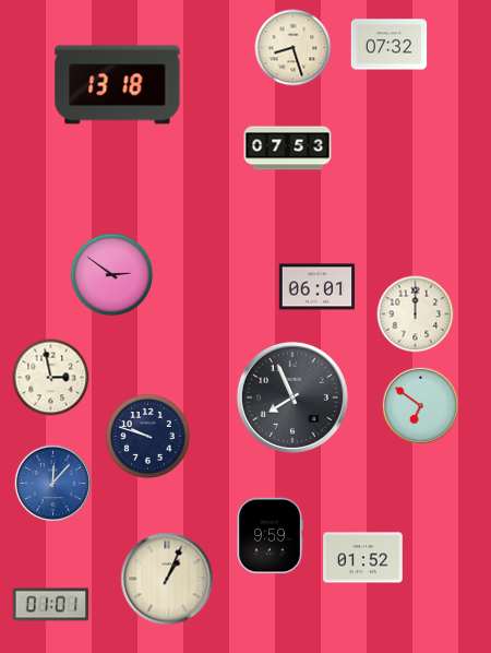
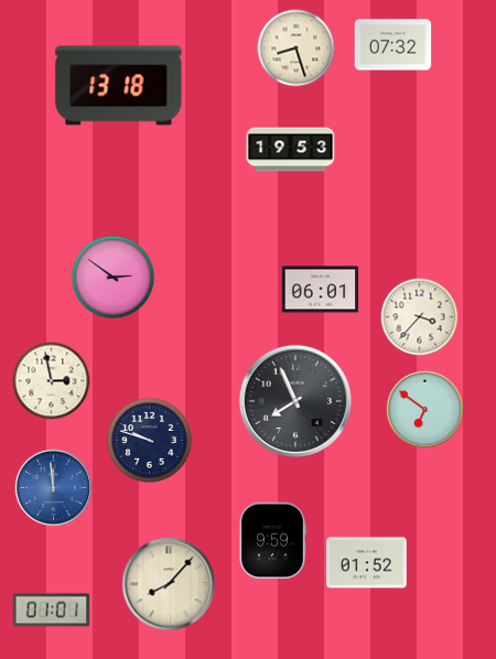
clock at (288, 149): 07:53 -> 19:53
clock at (416, 314): 12:00 -> 3:37
clock at (52, 483): 12:07 -> 11:59
clock at (167, 579): 1:04 -> 8:07
